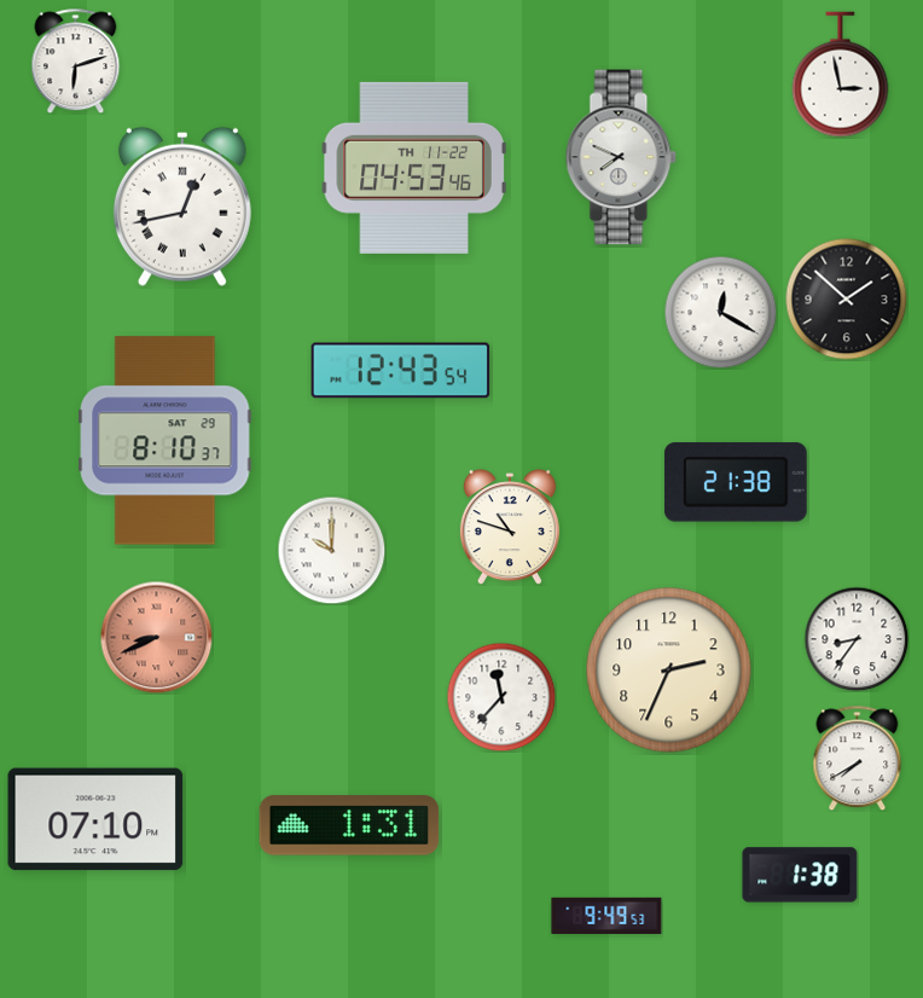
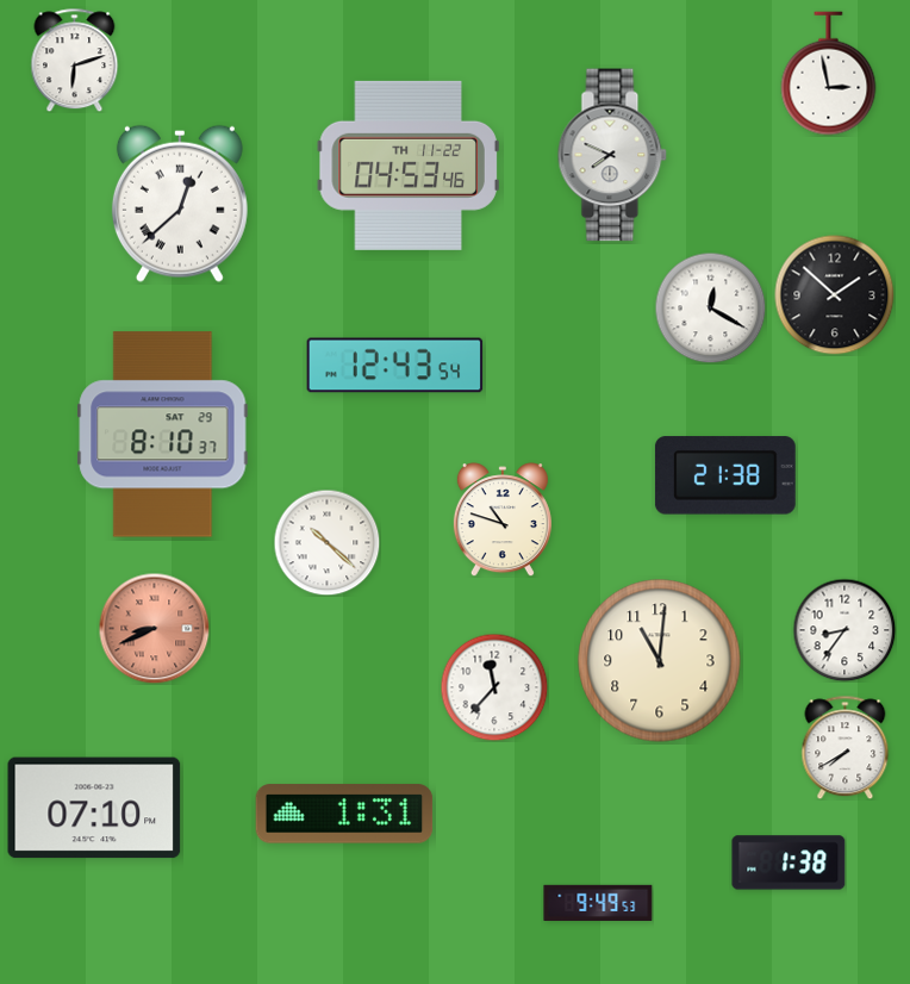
clock at (182, 207): 12:43 -> 12:38
clock at (331, 550): 10:00 -> 10:22
clock at (669, 671): 2:34 -> 11:01
